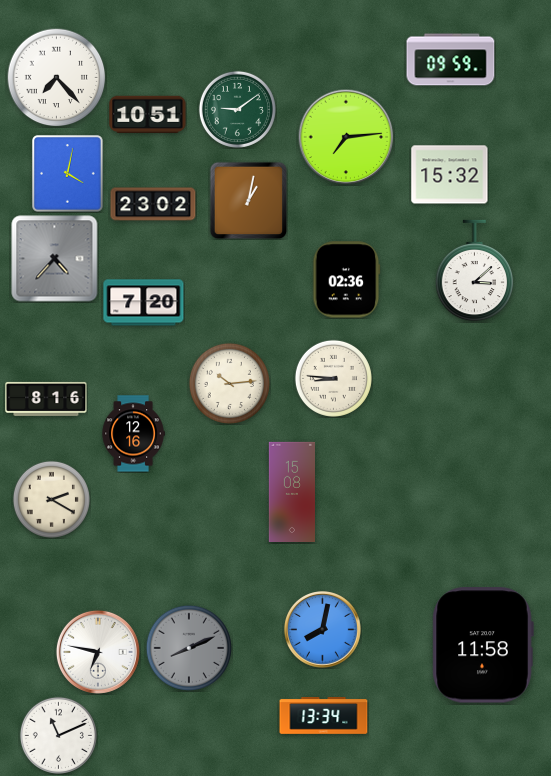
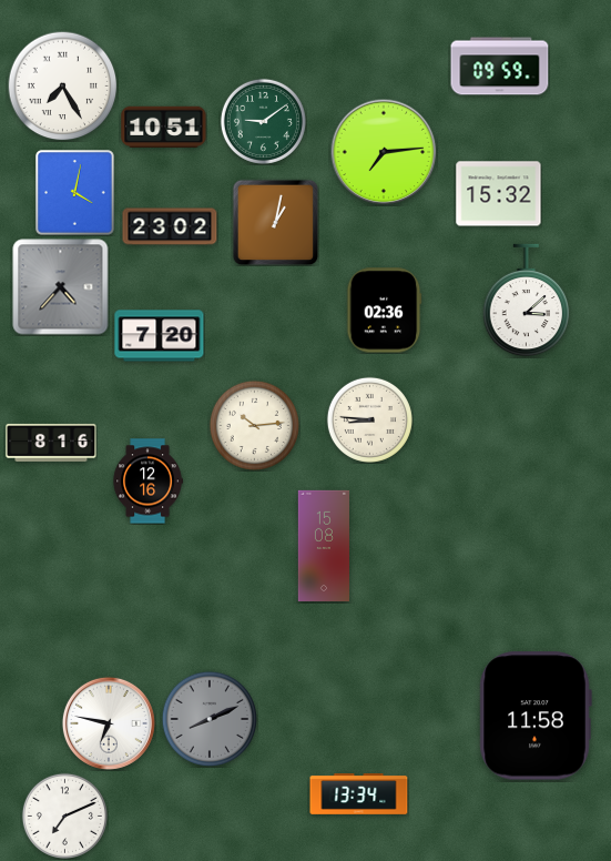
clock at (57, 78): 7:23 -> 7:25
clock at (51, 499): 2:20 -> none
clock at (323, 630): 8:02 -> none
clock at (58, 735): 11:11 -> 7:11
